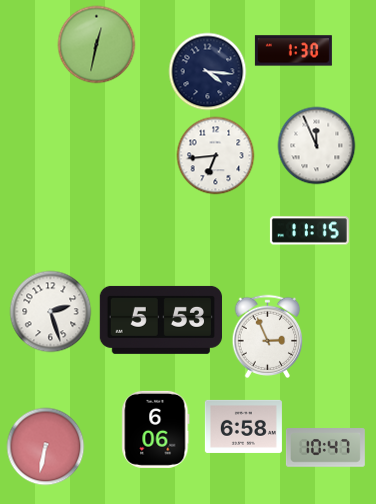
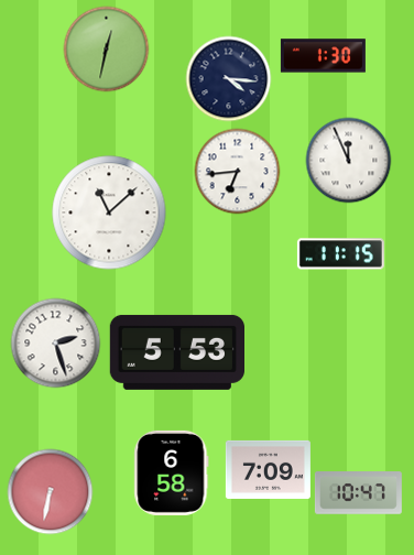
clock at (109, 213): none -> 11:08
clock at (268, 336): 2:56 -> none
clock at (243, 426): 6:58 -> 7:09
clock at (156, 429): 6:06 -> 6:58
